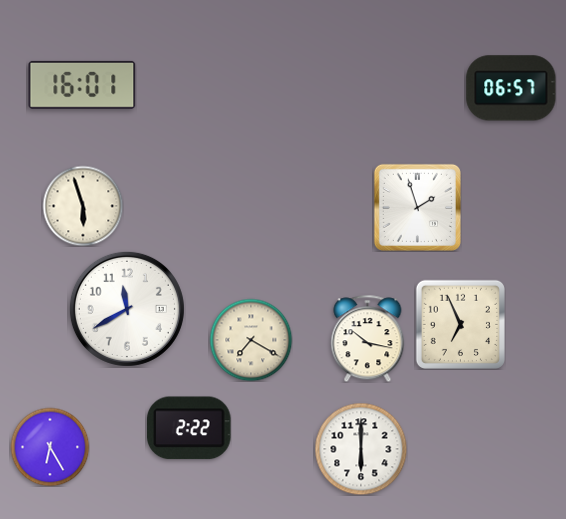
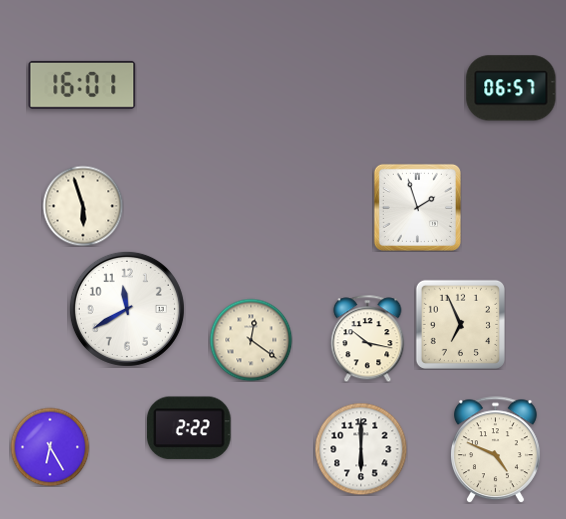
clock at (251, 340): 7:20 -> 12:21
clock at (496, 450): none -> 4:49
